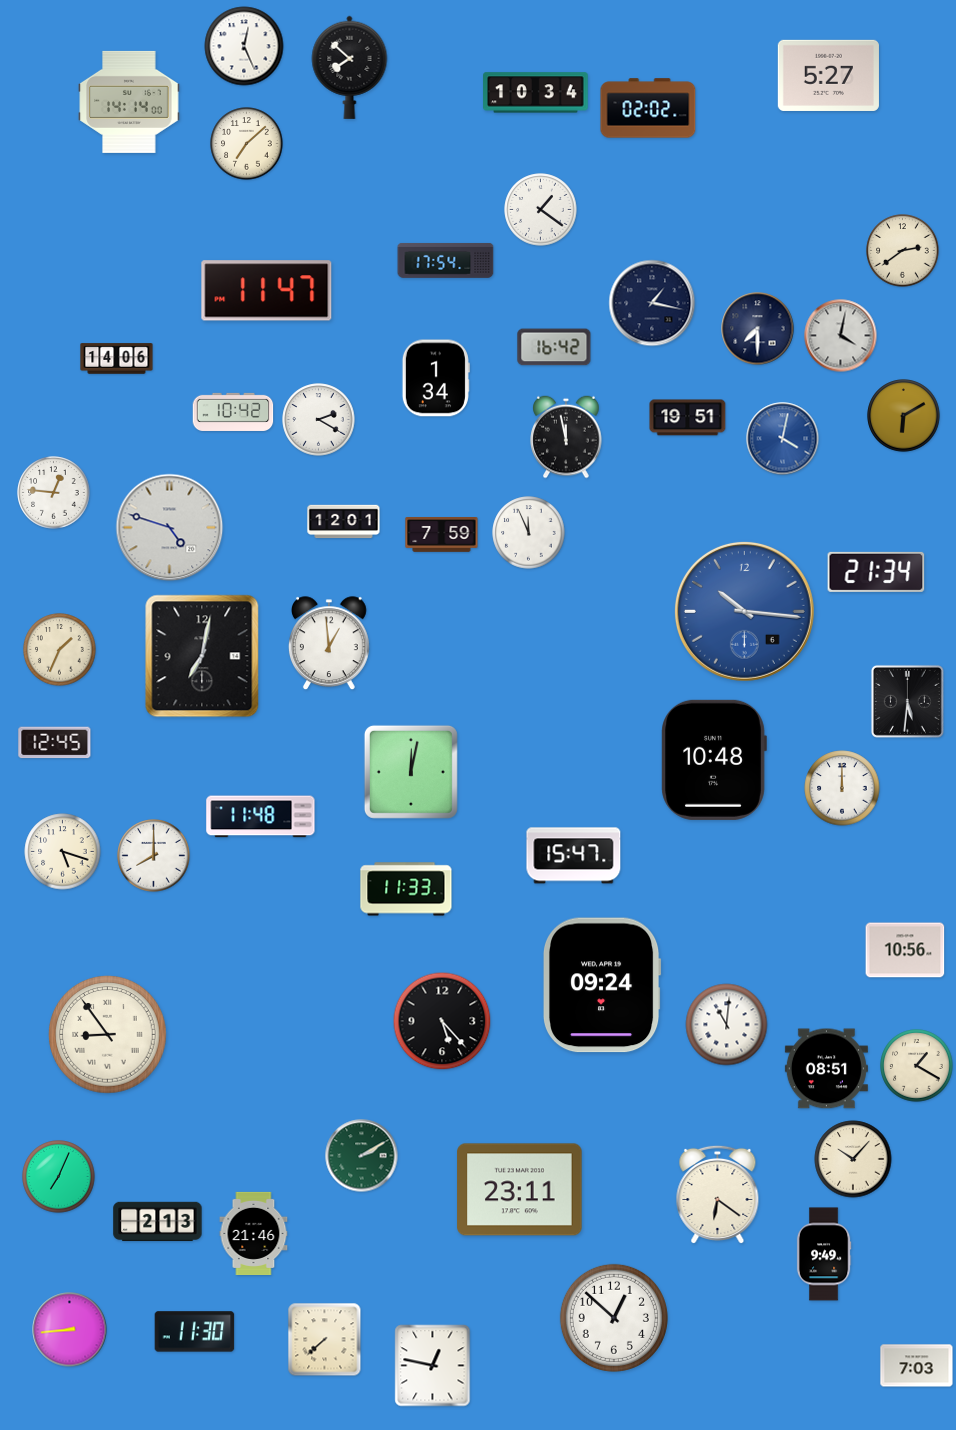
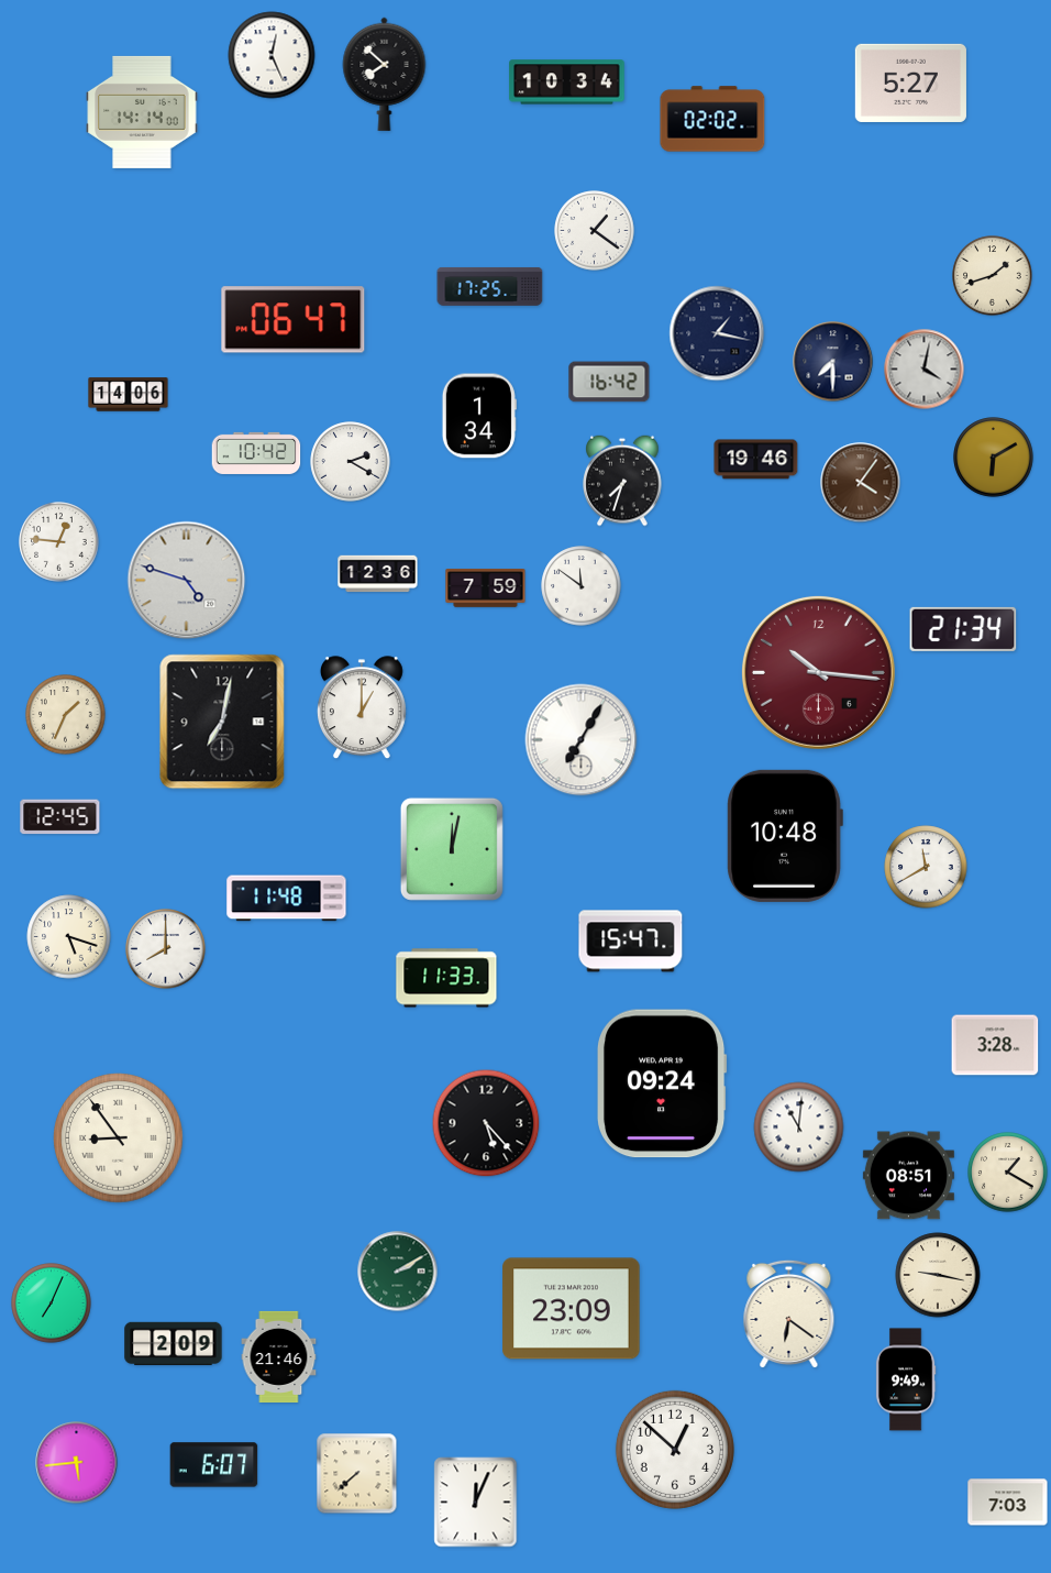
clock at (244, 46) position: (244, 46) -> (272, 55)
clock at (536, 93) position: (536, 93) -> (567, 82)
clock at (247, 144): 7:08 -> none
clock at (903, 251): 2:39 -> 1:42
clock at (446, 260): 17:54 -> 17:25
clock at (267, 291): 11:47 -> 06:47
clock at (688, 418): 19:51 -> 19:46
clock at (566, 437): 11:58 -> 7:33
clock at (783, 439): 4:02 -> 4:06
clock at (783, 439) dial: blue -> brown
clock at (344, 522): 12:01 -> 12:36
clock at (529, 533): 11:56 -> 11:51
clock at (744, 611) dial: blue -> burgundy
clock at (329, 644): 12:59 -> 1:00
clock at (582, 740): none -> 7:05
clock at (907, 701): 5:31 -> none
clock at (842, 788): 12:00 -> 11:40
clock at (154, 856) position: (154, 856) -> (166, 949)
clock at (905, 950): 10:56 -> 3:28
clock at (853, 1159): 10:07 -> 9:17
clock at (59, 1177) position: (59, 1177) -> (52, 1303)
clock at (520, 1190): 23:11 -> 23:09
clock at (158, 1222): 2:13 -> 2:09
clock at (70, 1330): 8:44 -> 5:44
clock at (195, 1332): 11:30 -> 6:07
clock at (433, 1366): 12:47 -> 12:04
